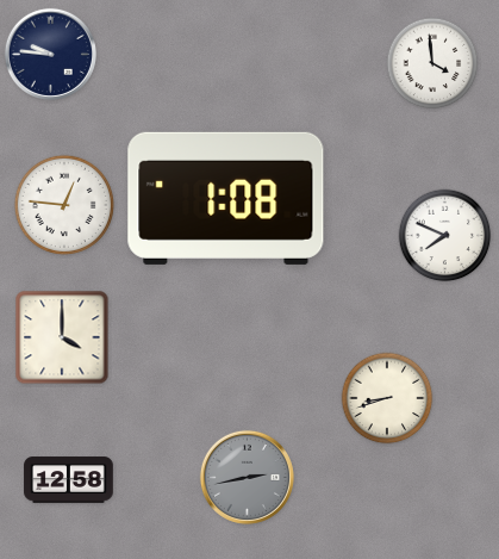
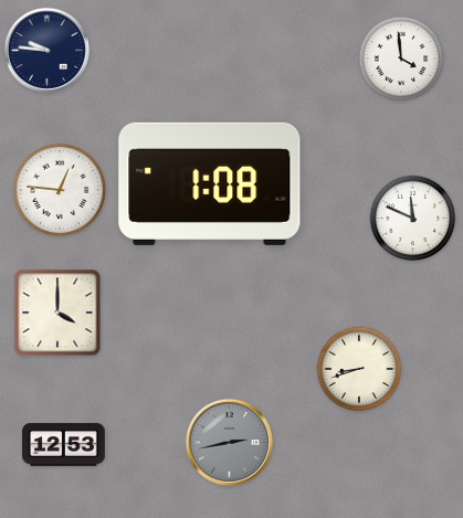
clock at (445, 236): 7:49 -> 11:49
clock at (69, 480): 12:58 -> 12:53
